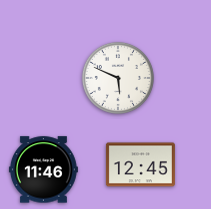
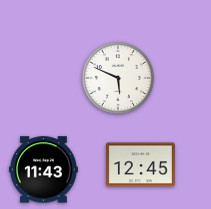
clock at (43, 170): 11:46 -> 11:43
